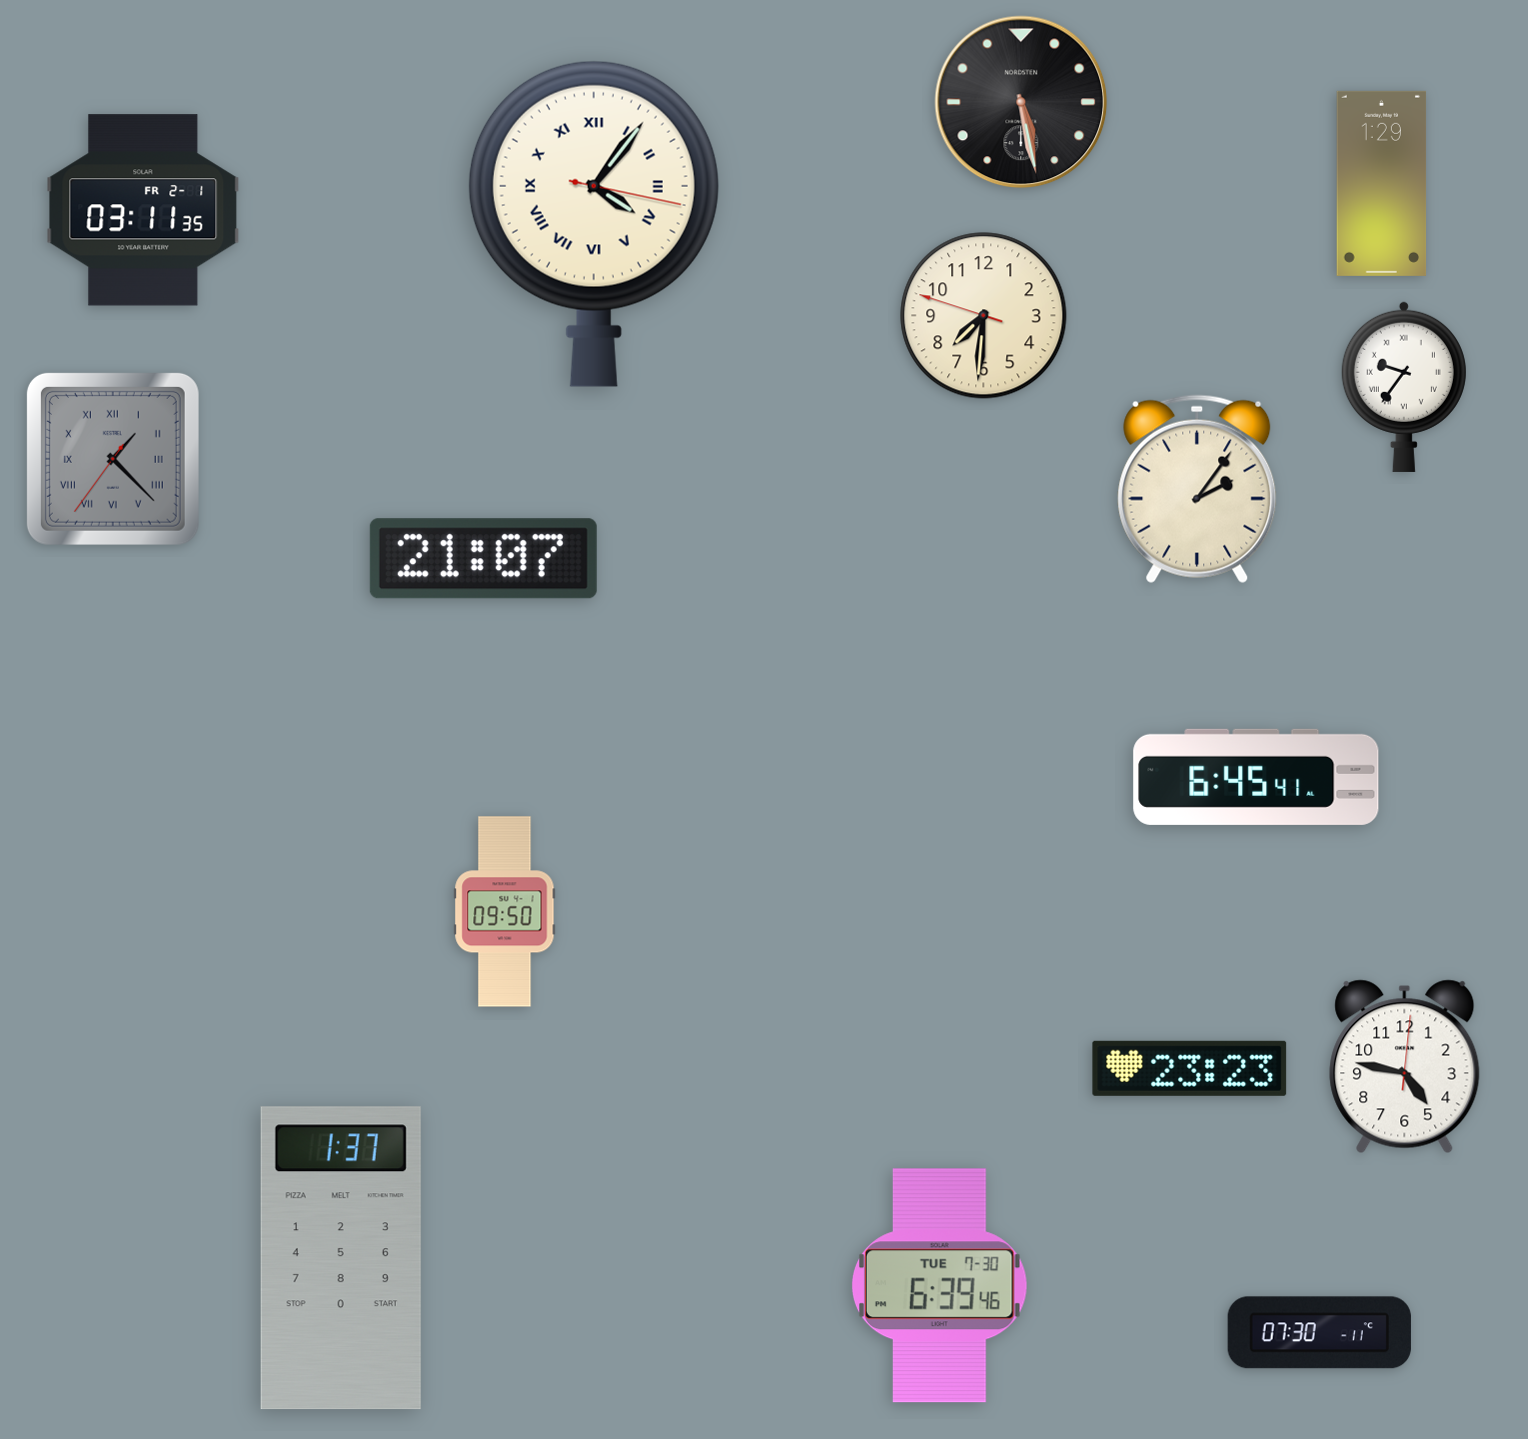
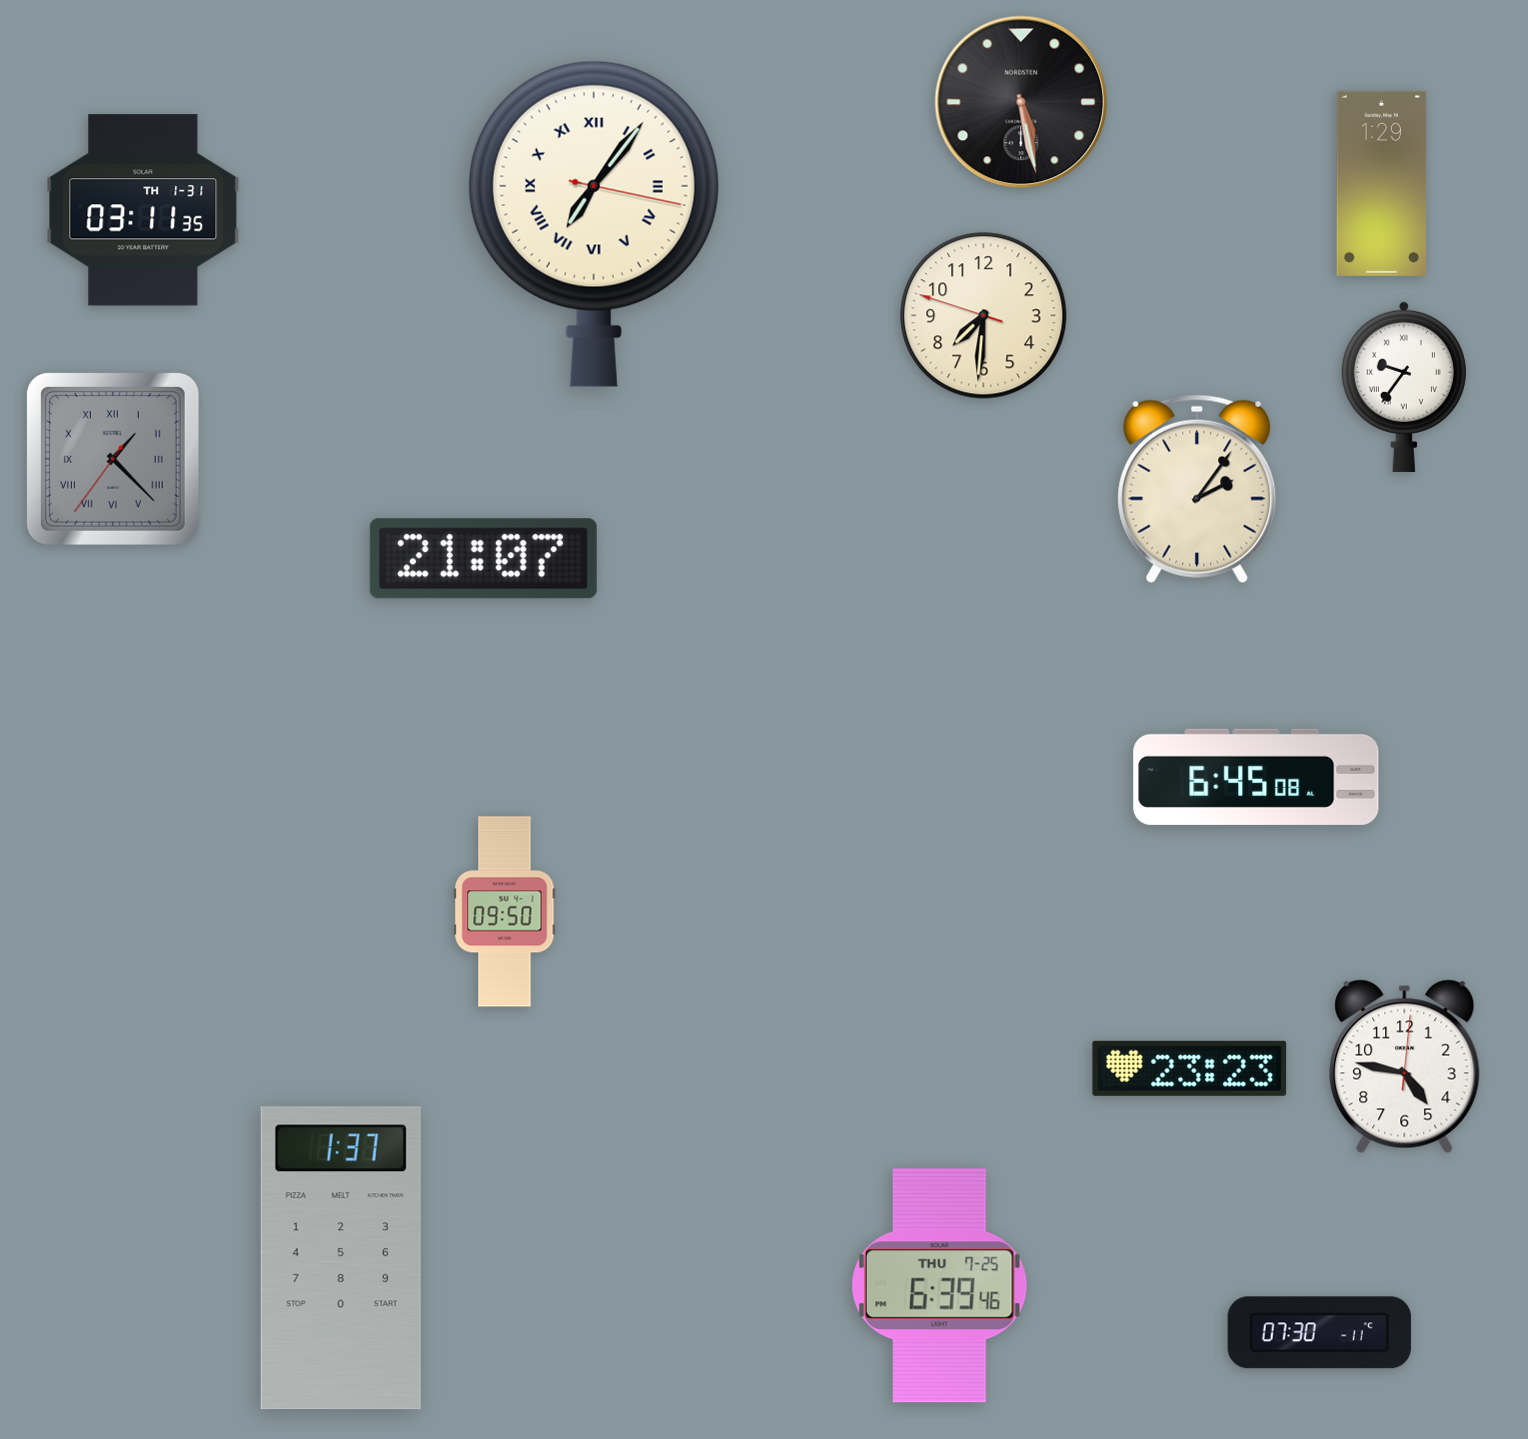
clock at (143, 210) date: FR 2-1 -> TH 1-31
clock at (594, 224): 4:06 -> 7:06
clock at (1256, 777): 6:45:41 -> 6:45:08
clock at (940, 1286) date: TUE 7-30 -> THU 7-25
